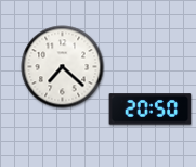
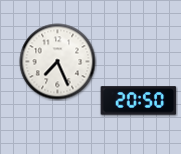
clock at (63, 67): 7:22 -> 7:26
